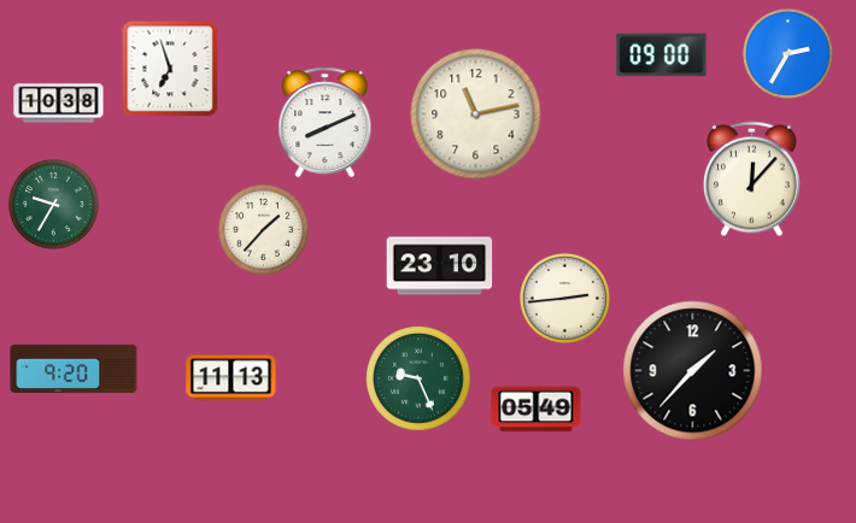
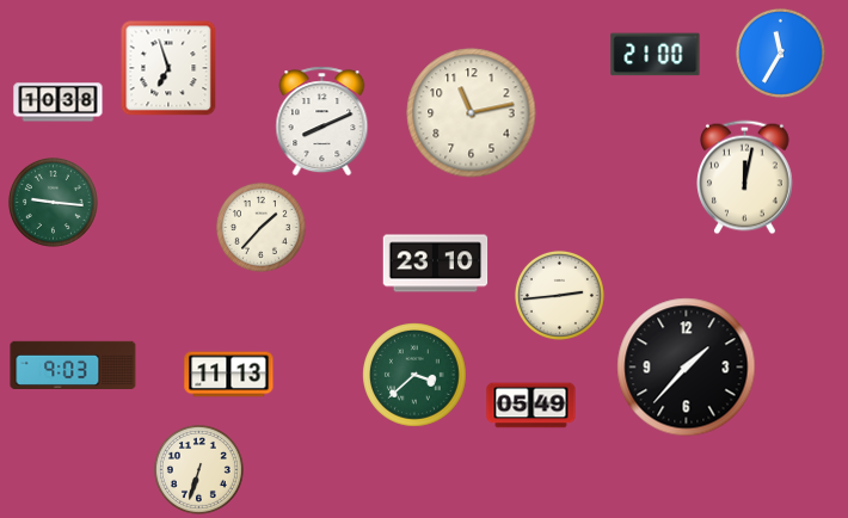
clock at (787, 53): 2:35 -> 11:35
clock at (662, 55): 09:00 -> 21:00
clock at (752, 180): 12:07 -> 12:02
clock at (53, 204): 9:35 -> 9:16
clock at (74, 368): 9:20 -> 9:03
clock at (418, 378): 9:26 -> 3:38
clock at (198, 469): none -> 6:33
